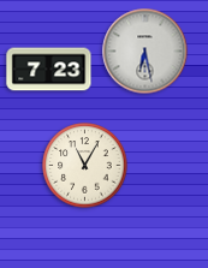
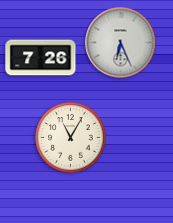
clock at (145, 52): 6:28 -> 6:26
clock at (49, 70): 7:23 -> 7:26
